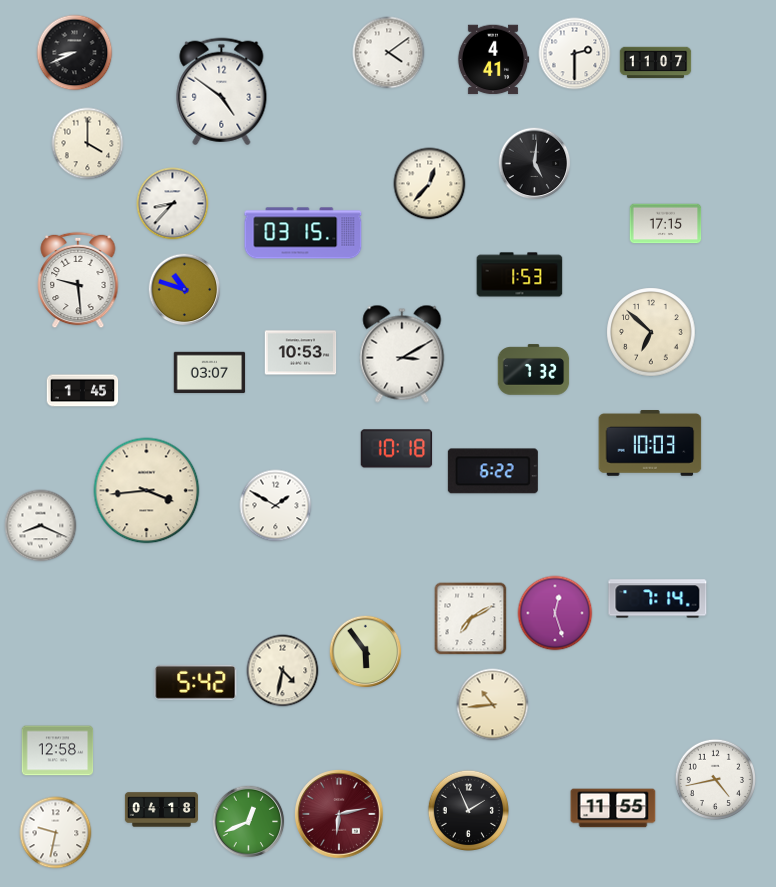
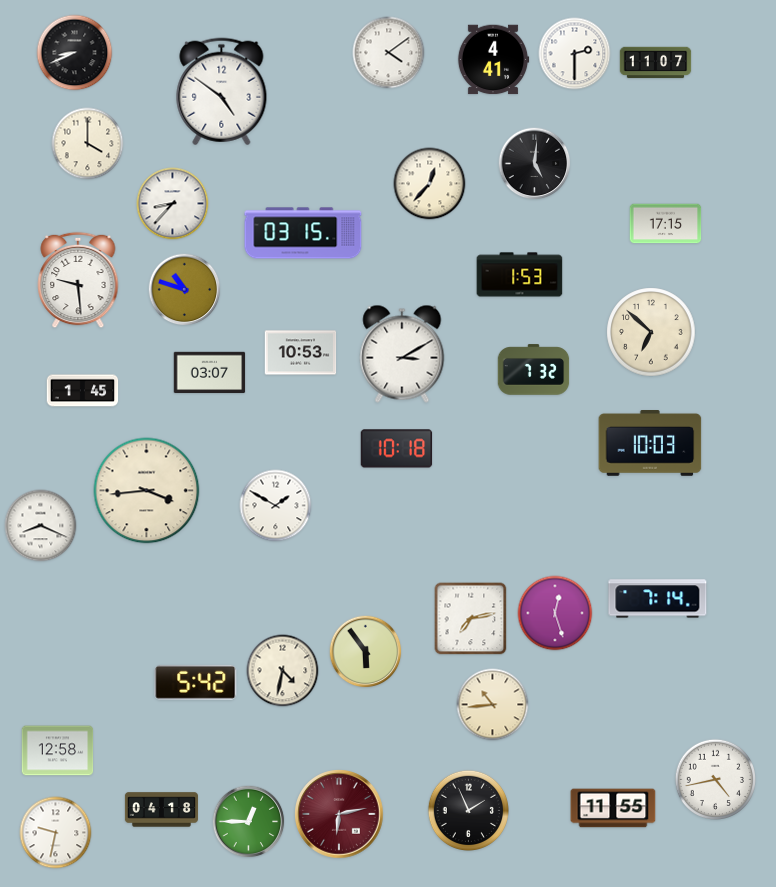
clock at (493, 471): 6:22 -> none
clock at (471, 619): 7:10 -> 7:13
clock at (249, 822): 12:41 -> 12:45
